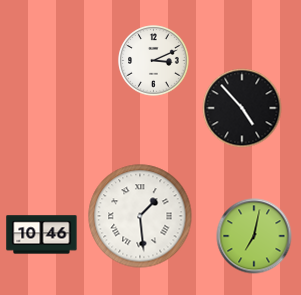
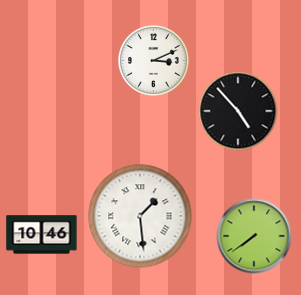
clock at (242, 108) position: (242, 108) -> (238, 111)
clock at (254, 236): 7:02 -> 7:39
